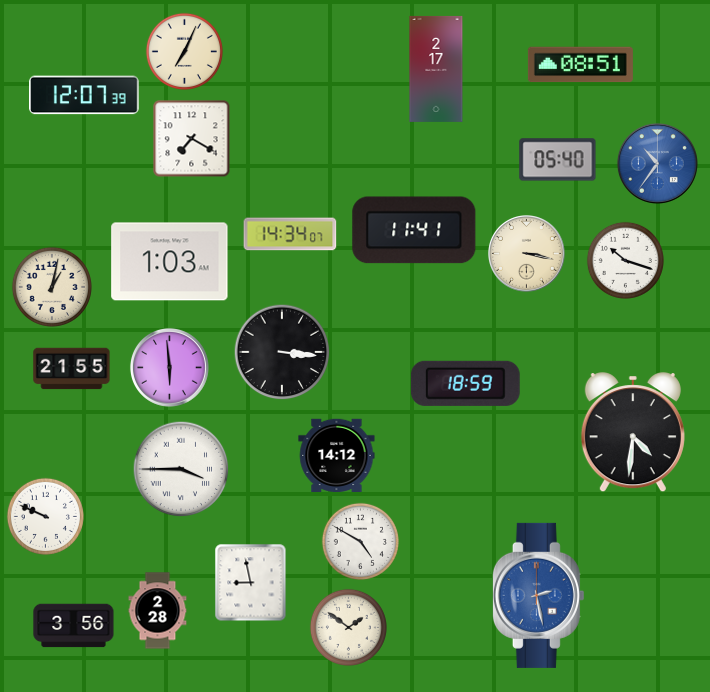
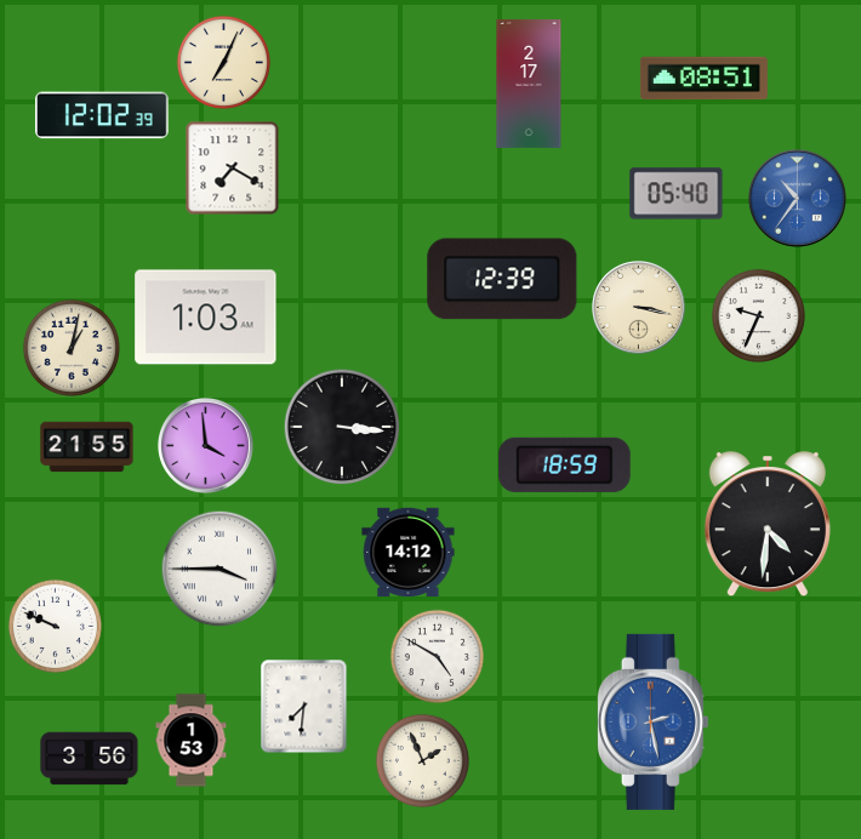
clock at (85, 95): 12:07 -> 12:02
clock at (414, 230): 11:41 -> 12:39
clock at (290, 234): 14:34 -> none
clock at (625, 260): 10:18 -> 9:34
clock at (52, 287) position: (52, 287) -> (72, 348)
clock at (169, 367): 5:59 -> 3:59
clock at (251, 582): 8:58 -> 7:31
clock at (158, 611): 2:28 -> 1:53
clock at (348, 627): 1:51 -> 1:56
